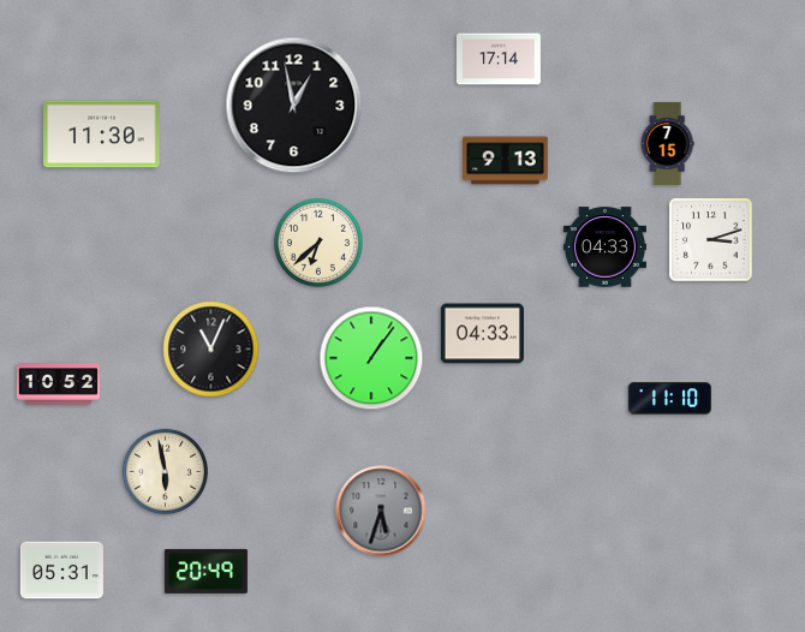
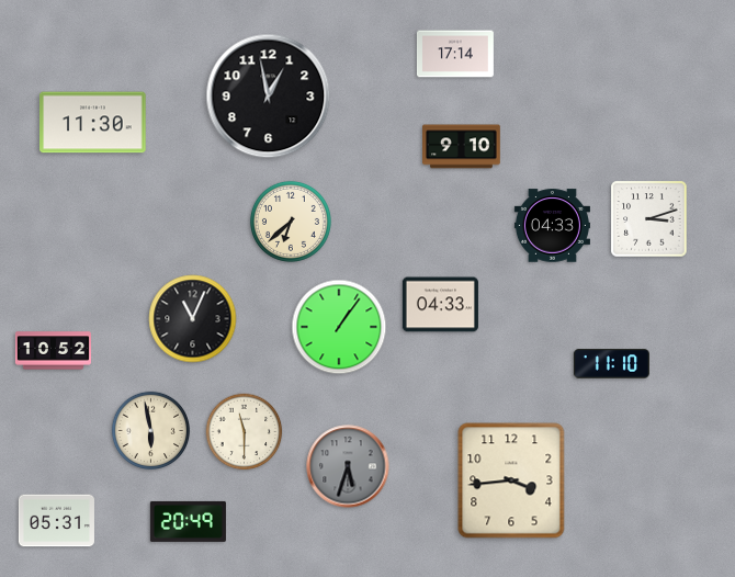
clock at (667, 143): 7:15 -> none
clock at (506, 161): 9:13 -> 9:10
clock at (245, 432): none -> 11:30
clock at (511, 480): none -> 3:44
